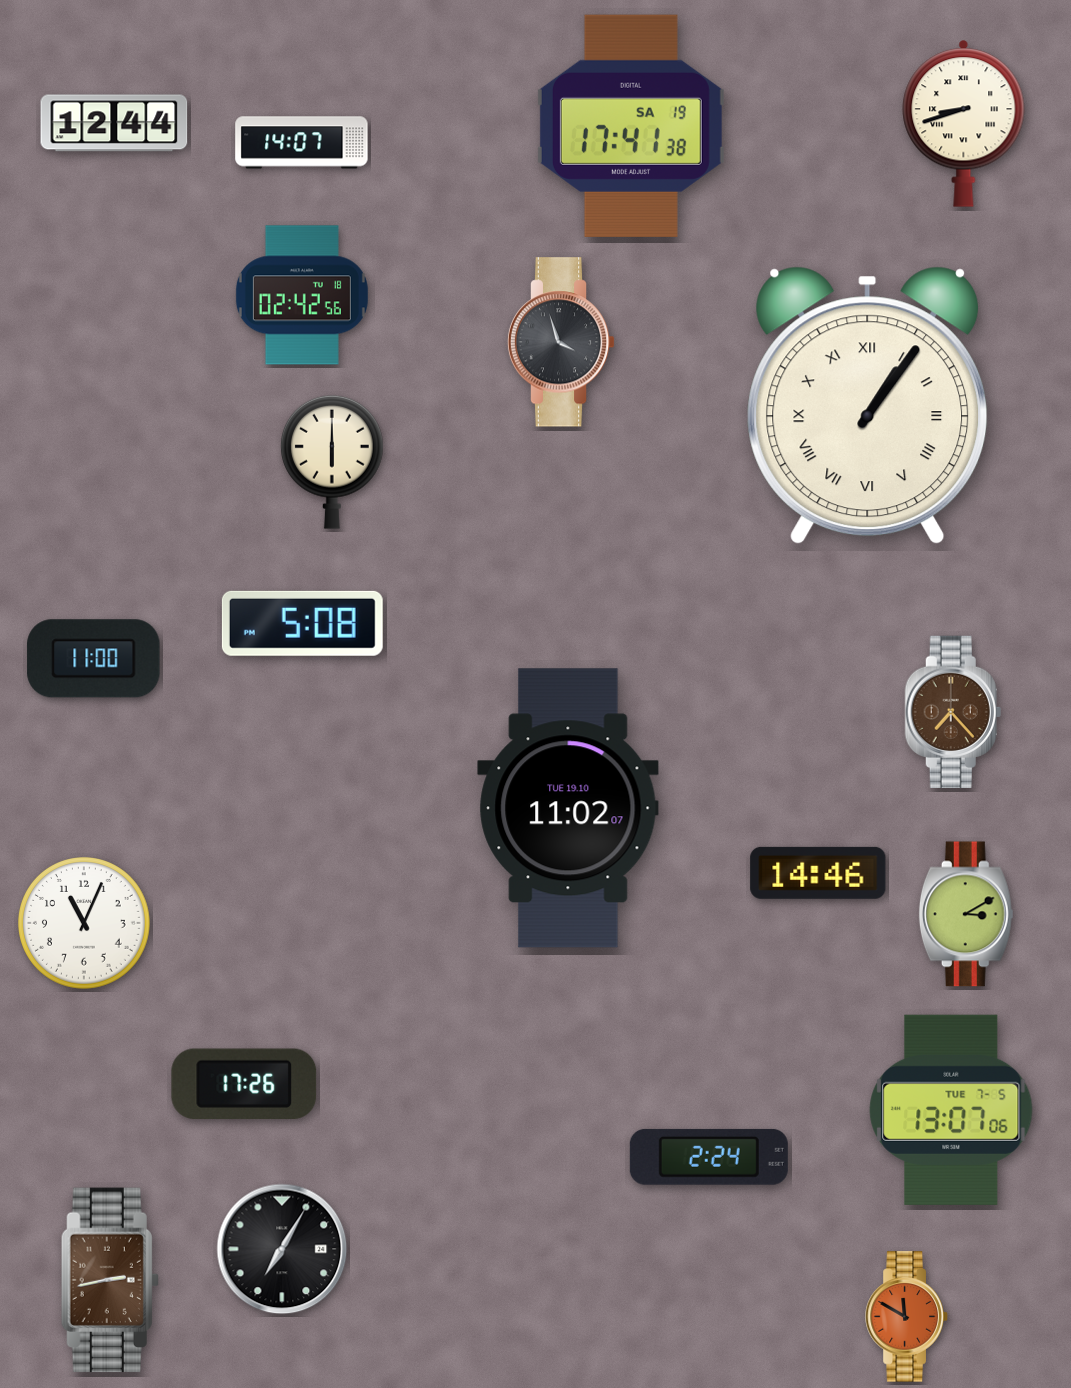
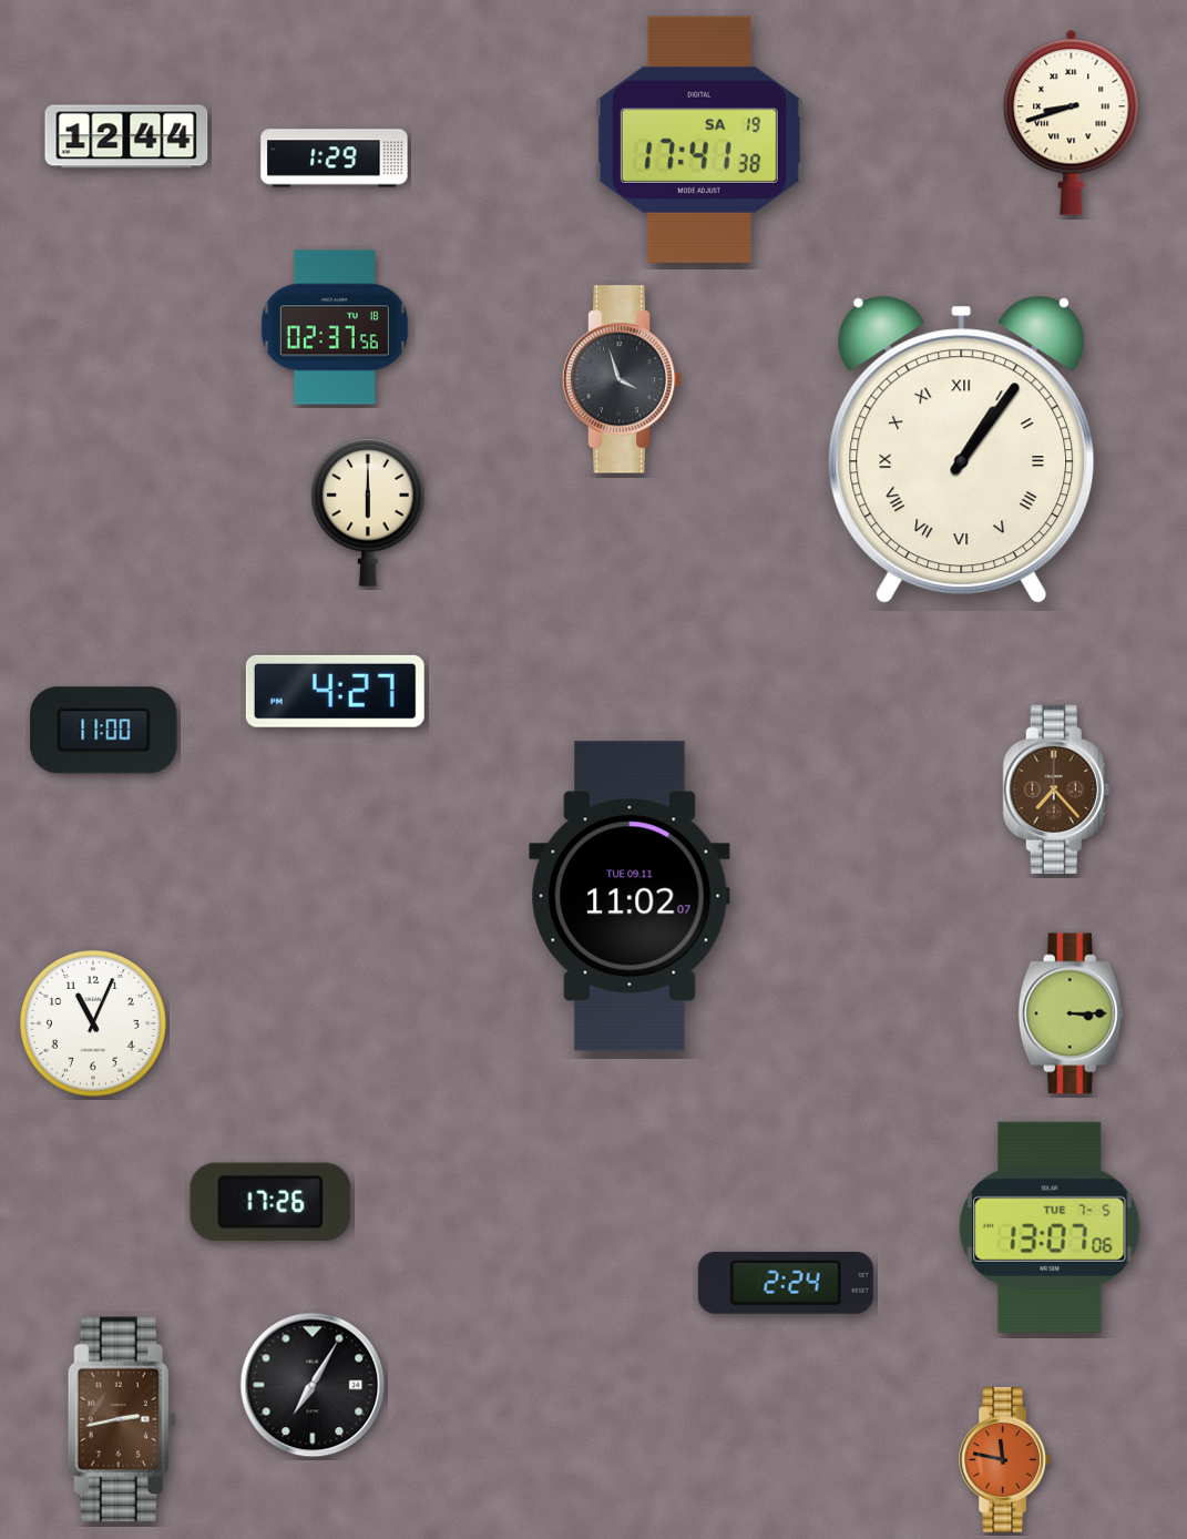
clock at (964, 123) position: (964, 123) -> (1072, 122)
clock at (302, 143): 14:07 -> 1:29
clock at (302, 295): 02:42 -> 02:37
clock at (302, 623): 5:08 -> 4:27
clock at (568, 808) date: TUE 19.10 -> TUE 09.11
clock at (818, 873): 14:46 -> none
clock at (966, 914): 3:10 -> 3:15
clock at (951, 1110) position: (951, 1110) -> (1050, 1227)
clock at (907, 1317): 11:50 -> 11:47
